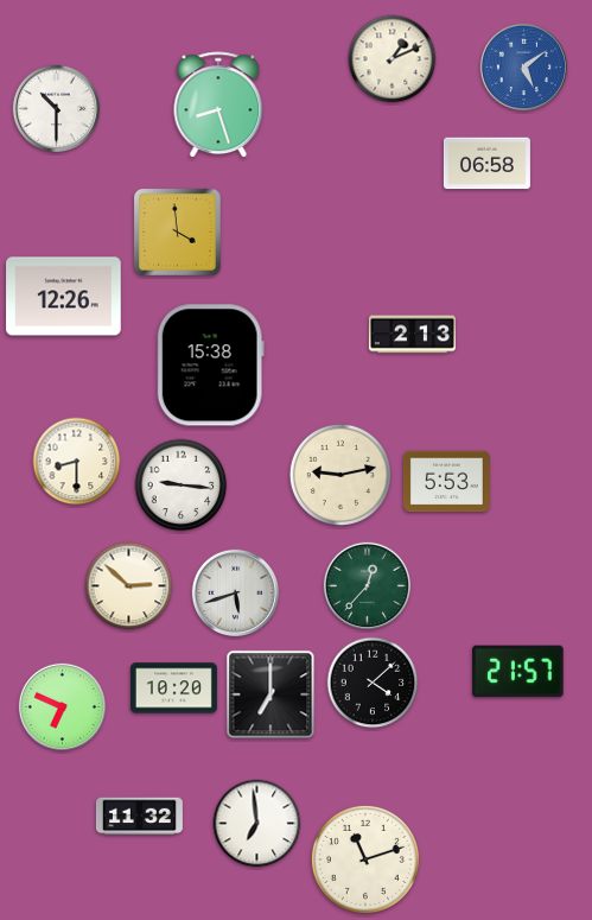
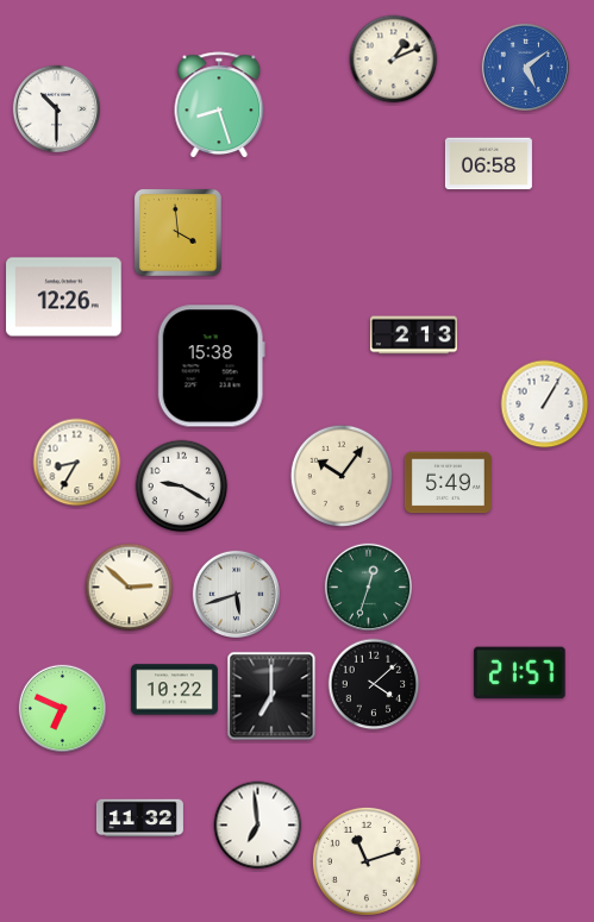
clock at (545, 404): none -> 1:05
clock at (77, 462): 8:30 -> 8:35
clock at (340, 475): 9:13 -> 10:06
clock at (446, 482): 5:53 -> 5:49
clock at (182, 486): 9:16 -> 9:20
clock at (367, 585): 12:37 -> 12:33
clock at (173, 689): 10:20 -> 10:22
